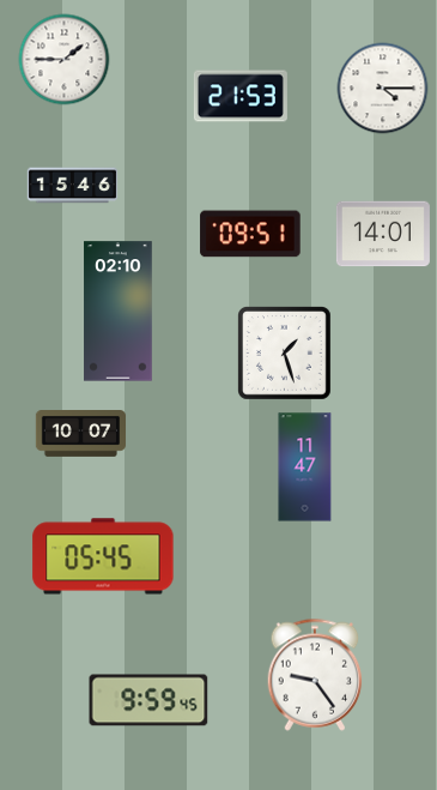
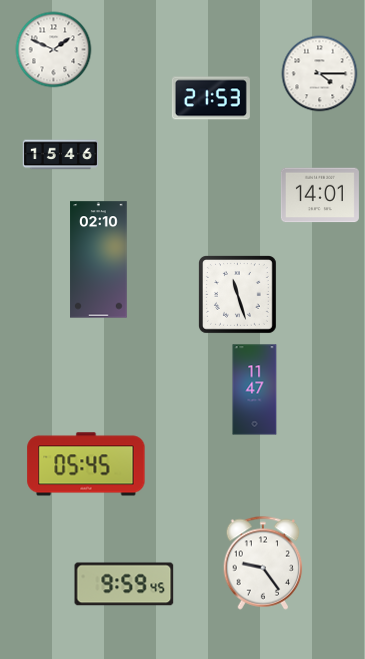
clock at (65, 60): 1:45 -> 1:49
clock at (241, 96) position: (241, 96) -> (211, 98)
clock at (250, 234): 09:51 -> none
clock at (285, 354): 1:27 -> 11:27
clock at (81, 434): 10:07 -> none
